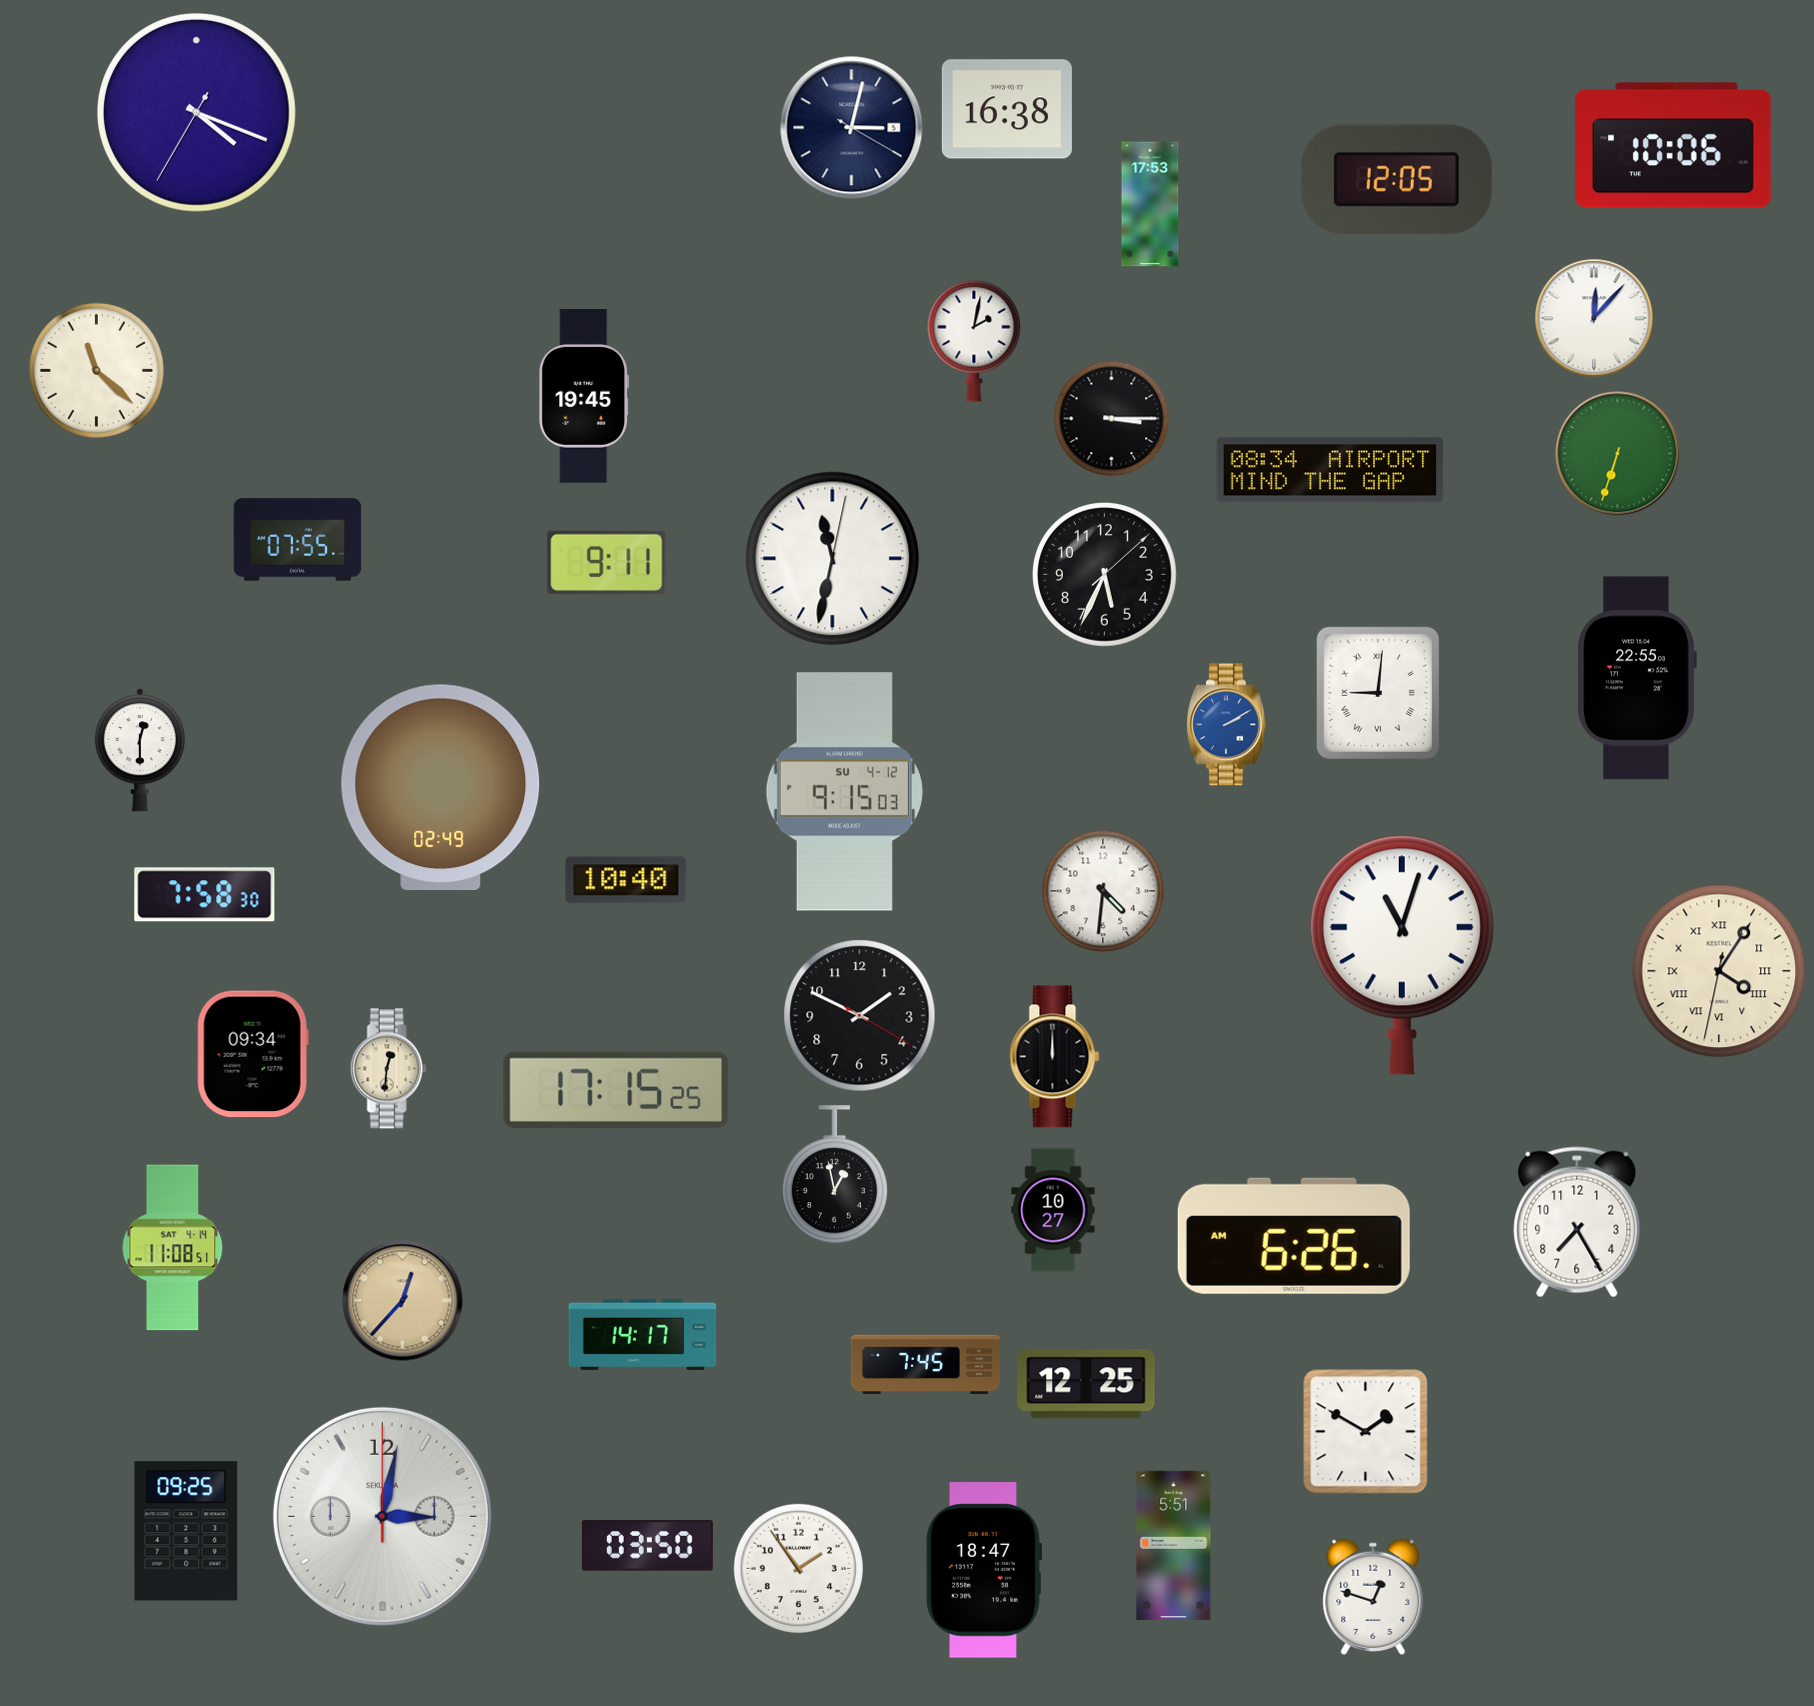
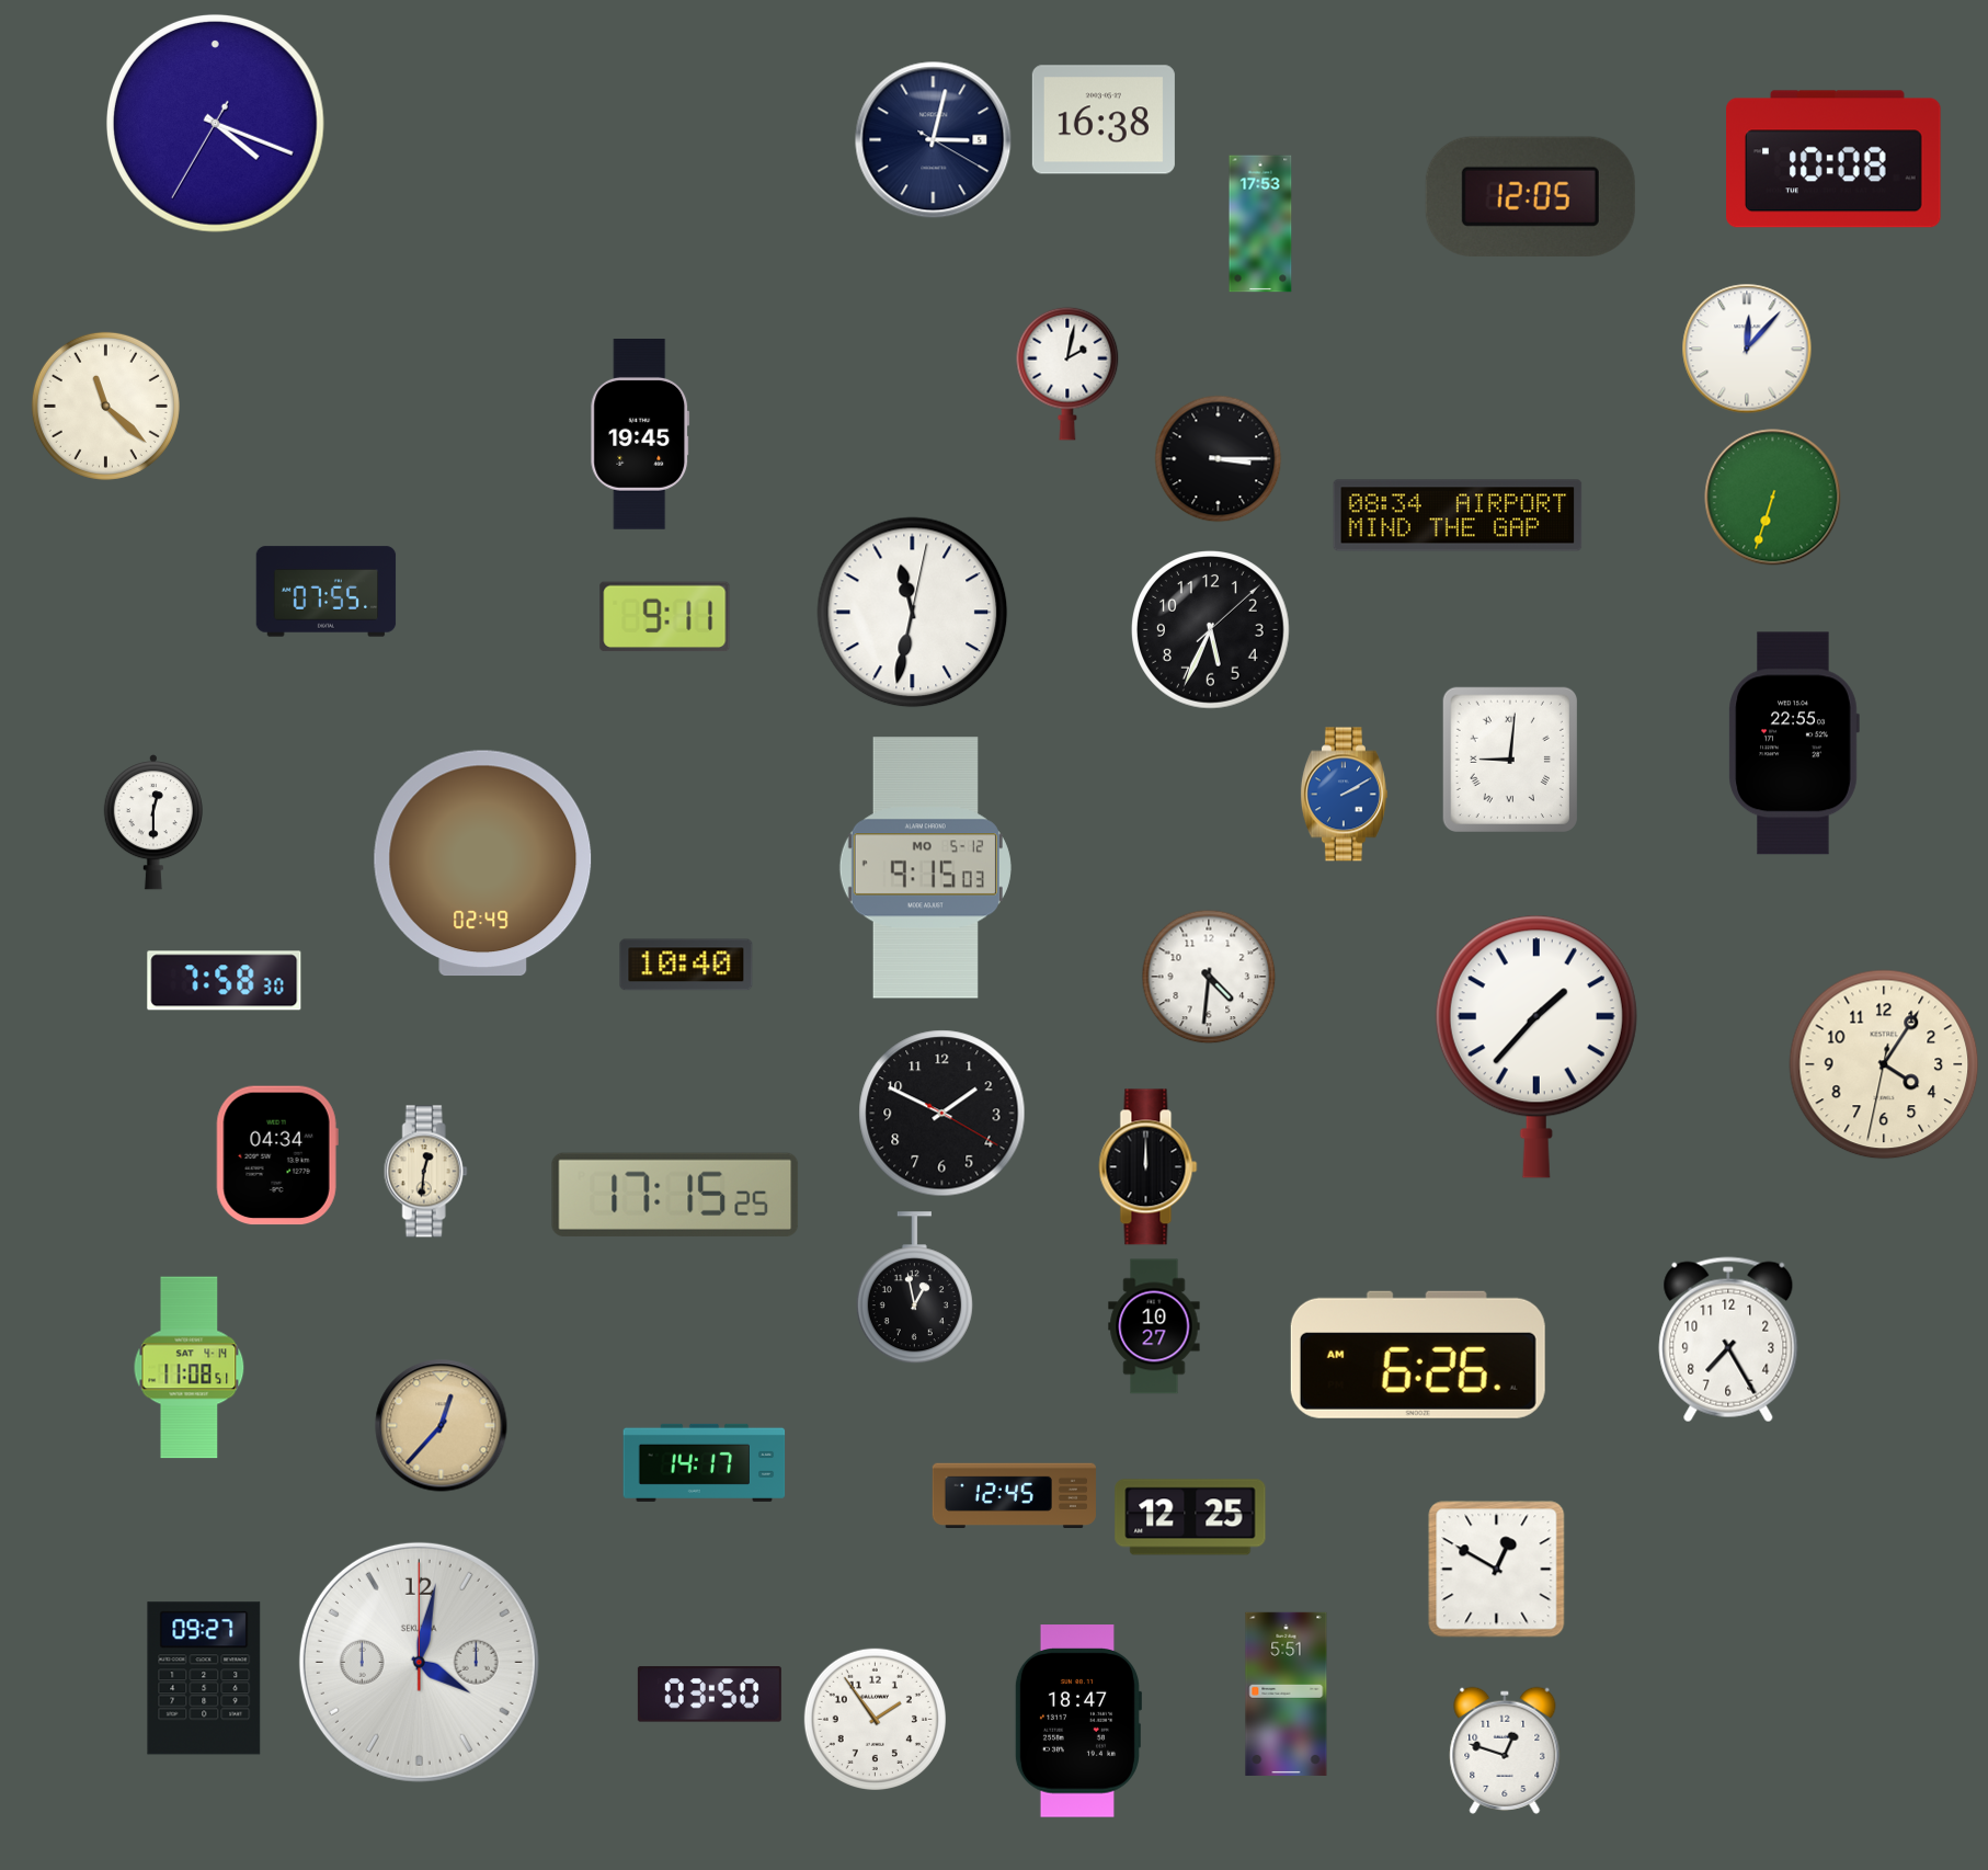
clock at (1673, 145): 10:06 -> 10:08
clock at (844, 792) date: SU 4-12 -> MO 5-12
clock at (1402, 955): 11:03 -> 1:37
clock at (1719, 971) numerals: Roman -> Arabic
clock at (253, 1054): 09:34 -> 04:34
clock at (1055, 1057) position: (1055, 1057) -> (1149, 1167)
clock at (925, 1364): 7:45 -> 12:45
clock at (1366, 1432): 1:50 -> 12:50
clock at (382, 1516): 3:02 -> 4:02
clock at (186, 1531): 09:25 -> 09:27
